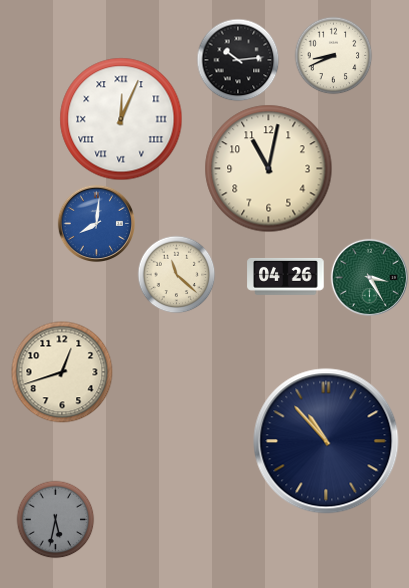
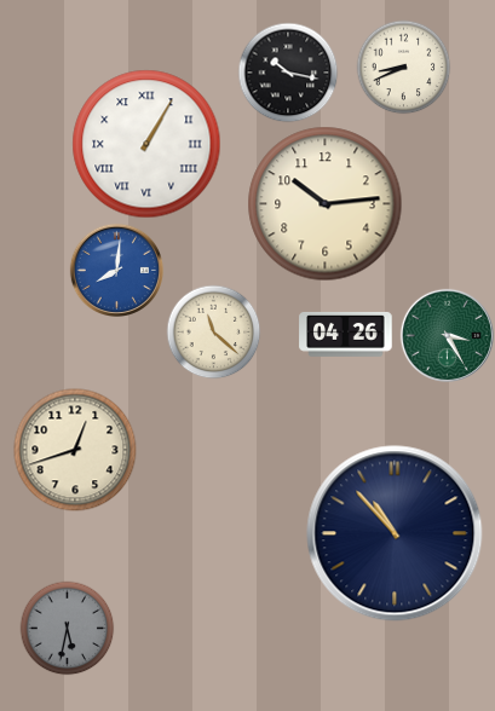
clock at (238, 60): 10:14 -> 10:17
clock at (121, 119): 12:04 -> 1:05
clock at (269, 169): 11:02 -> 10:14
